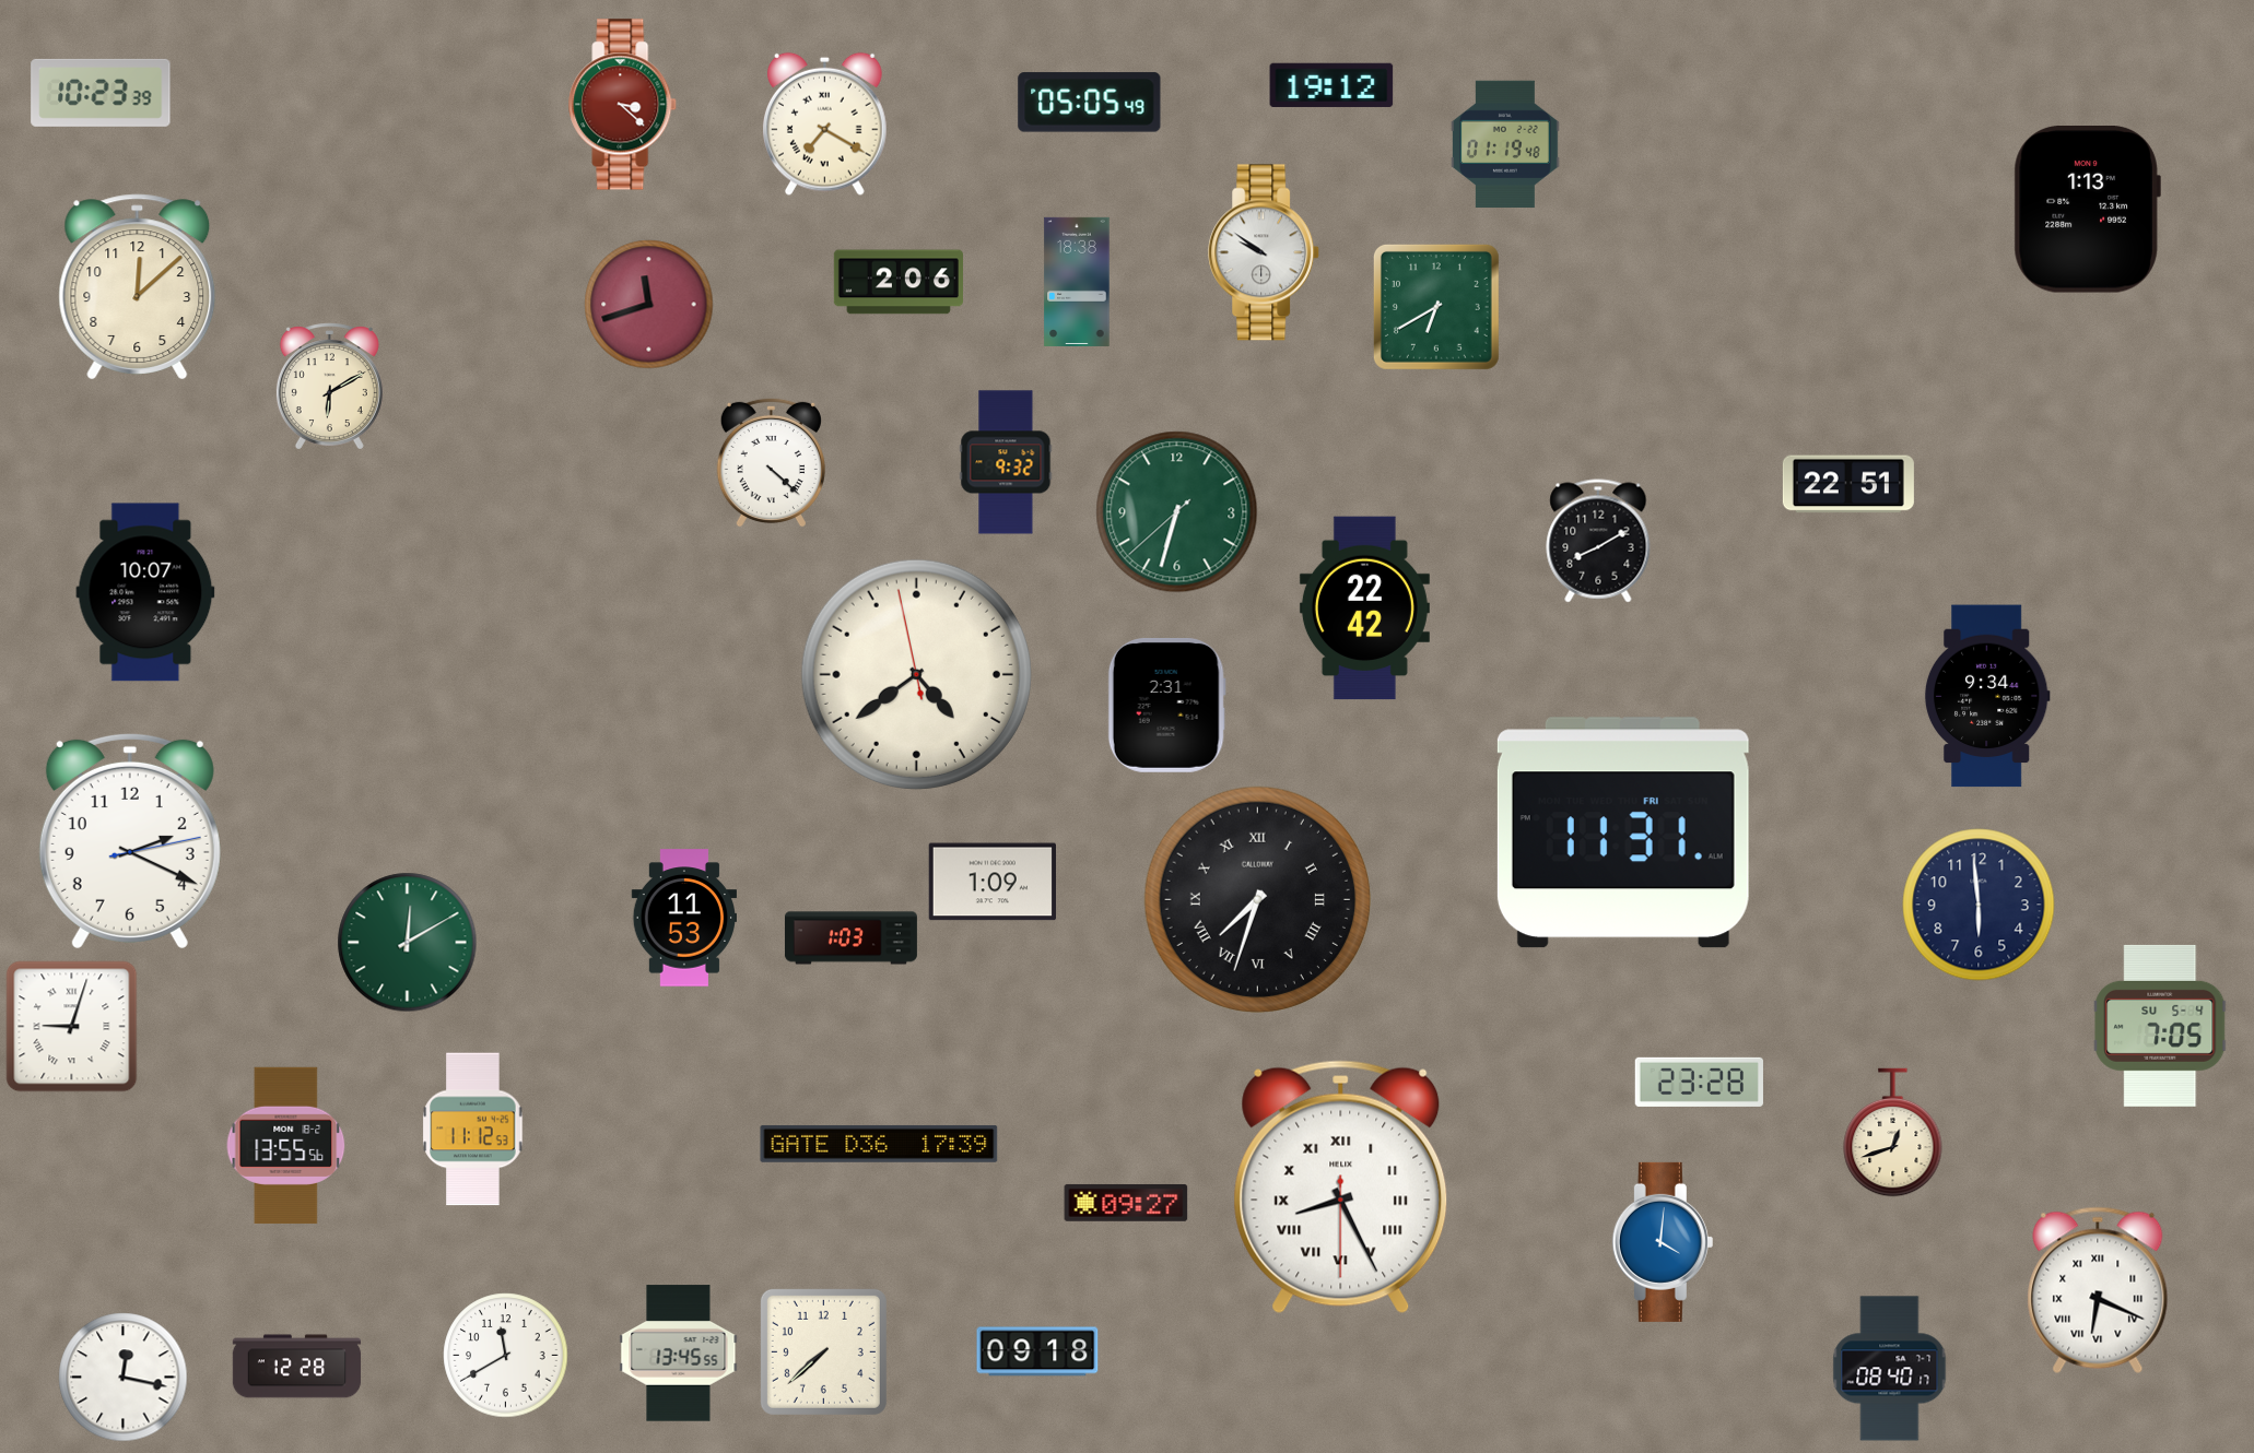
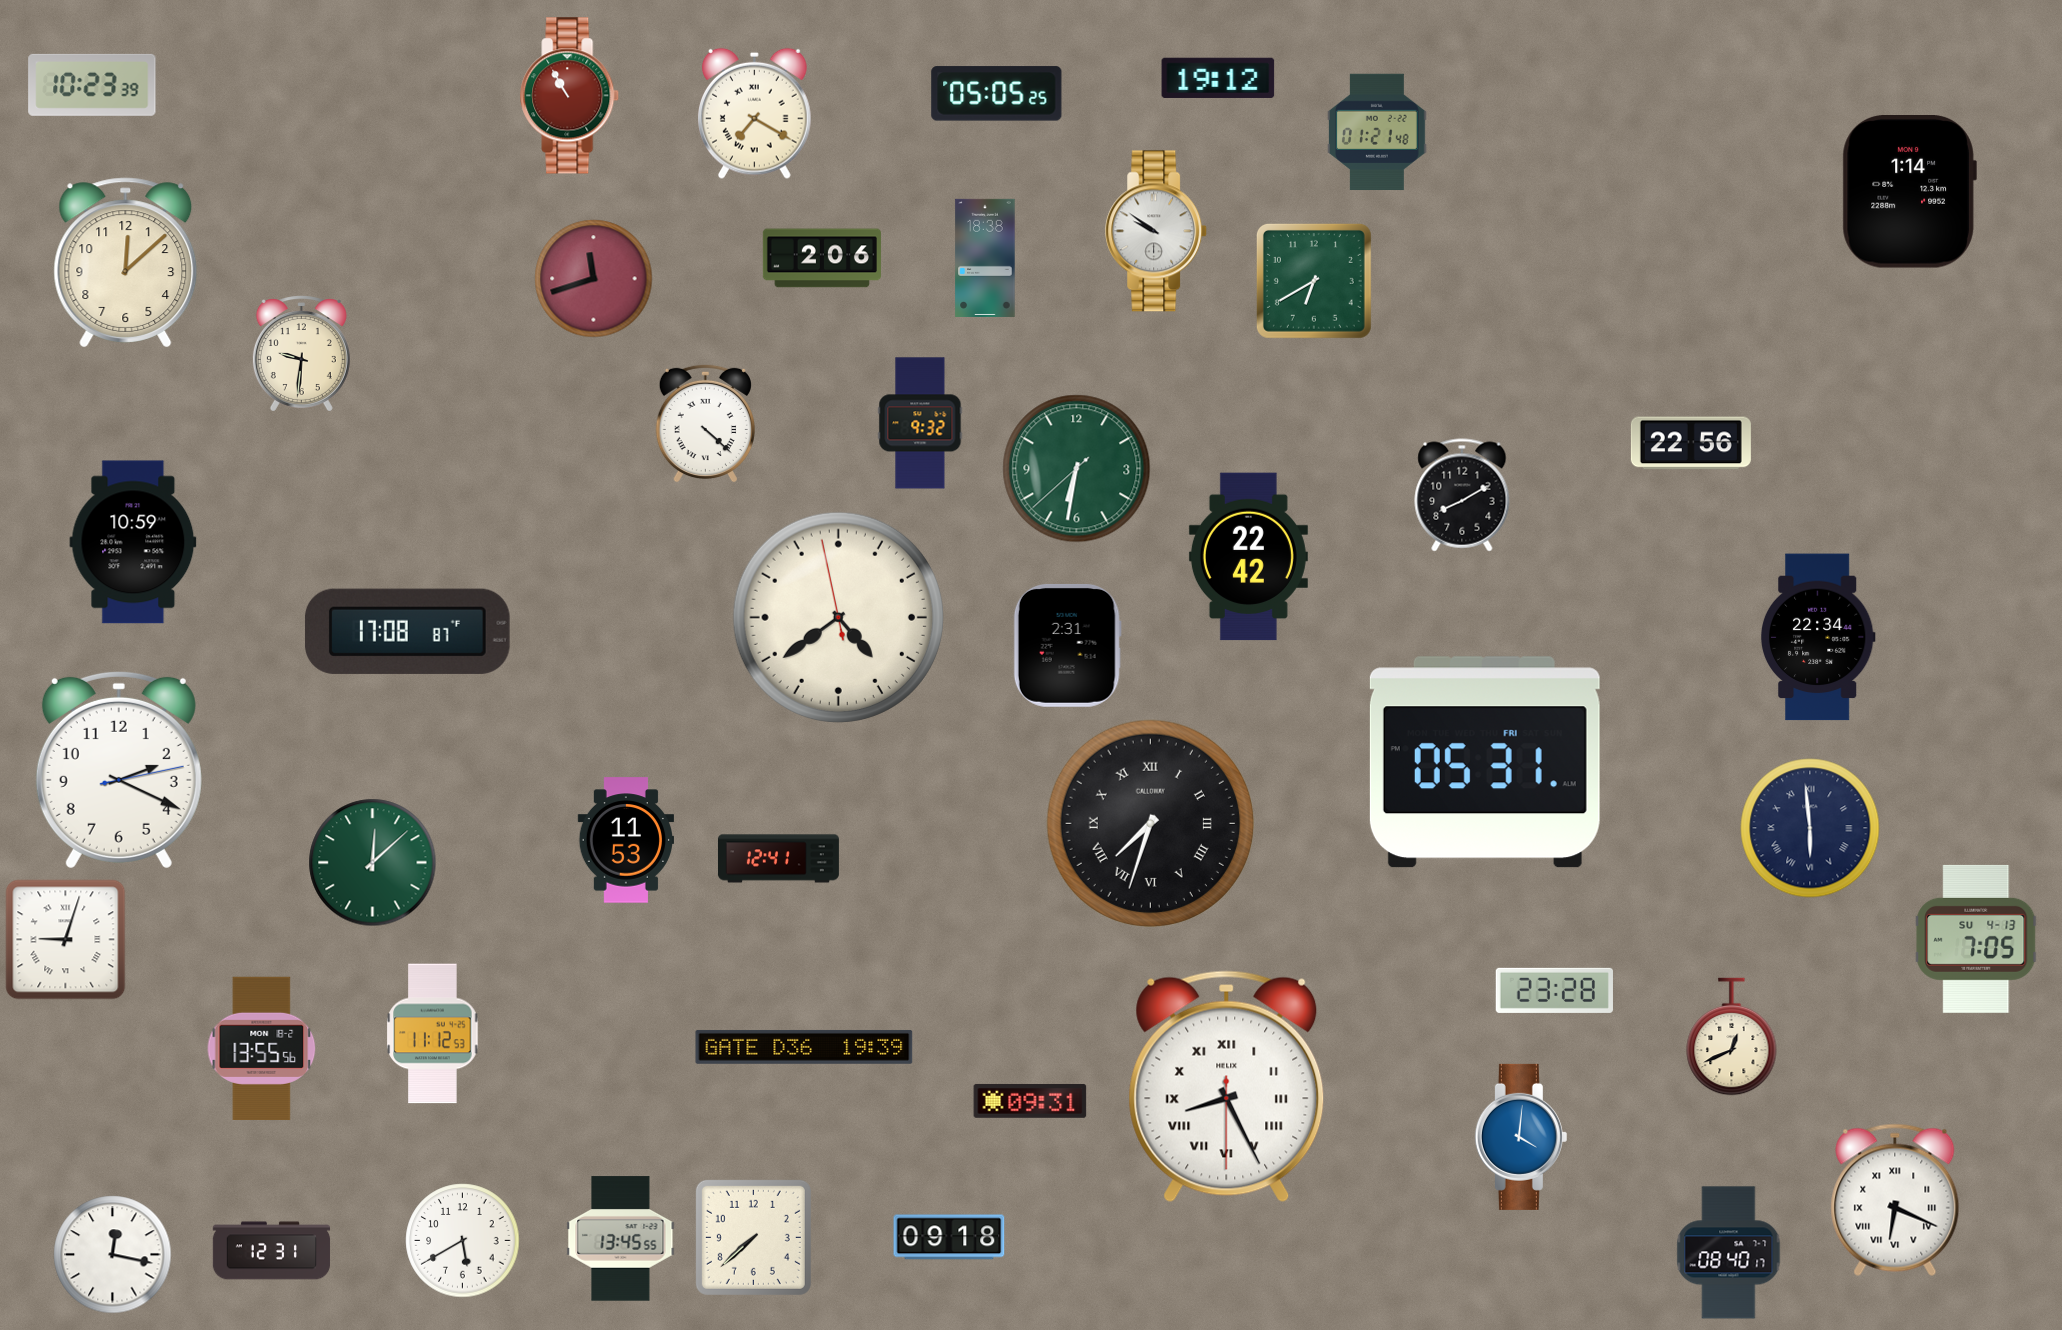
clock at (1090, 103): 05:05:49 -> 05:05:25
clock at (623, 105): 3:22 -> 10:55
clock at (1505, 144): 01:19 -> 01:21
clock at (2087, 210): 1:13 -> 1:14
clock at (329, 387): 6:10 -> 9:31
clock at (1848, 484): 22:51 -> 22:56
clock at (1177, 512): 6:32 -> 6:31
clock at (145, 592): 10:07 -> 10:59
clock at (407, 631): none -> 17:08
clock at (1987, 696): 9:34 -> 22:34
clock at (1623, 832): 11:31 -> 05:31
clock at (991, 882): 1:09 -> none
clock at (1979, 905) numerals: Arabic -> Roman
clock at (850, 938): 1:03 -> 12:41
clock at (408, 943): 12:10 -> 12:08
clock at (2160, 1026) date: SU 5-4 -> SU 4-13
clock at (1893, 1133): 12:42 -> 12:41
clock at (879, 1144): 17:39 -> 19:39
clock at (1126, 1203): 09:27 -> 09:31
clock at (2098, 1290) position: (2098, 1290) -> (1895, 1200)
clock at (506, 1356): 11:40 -> 5:40
clock at (297, 1367): 12:28 -> 12:31
clock at (124, 1378) position: (124, 1378) -> (113, 1255)
